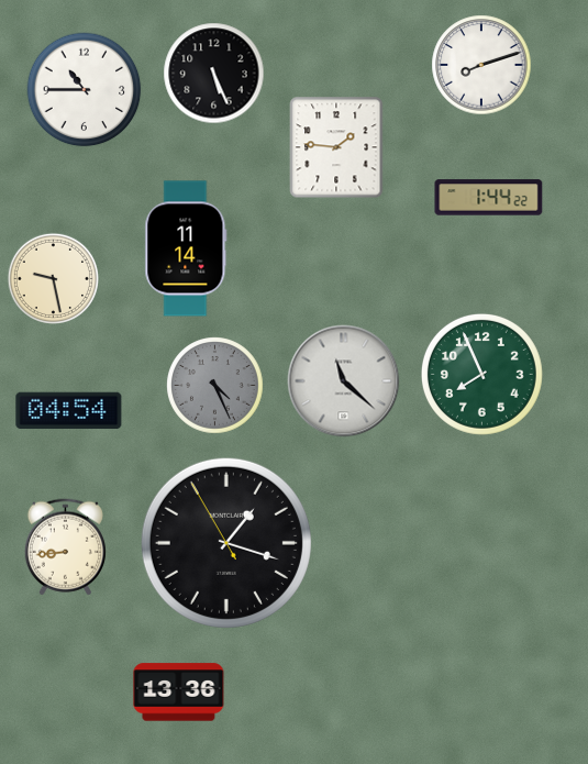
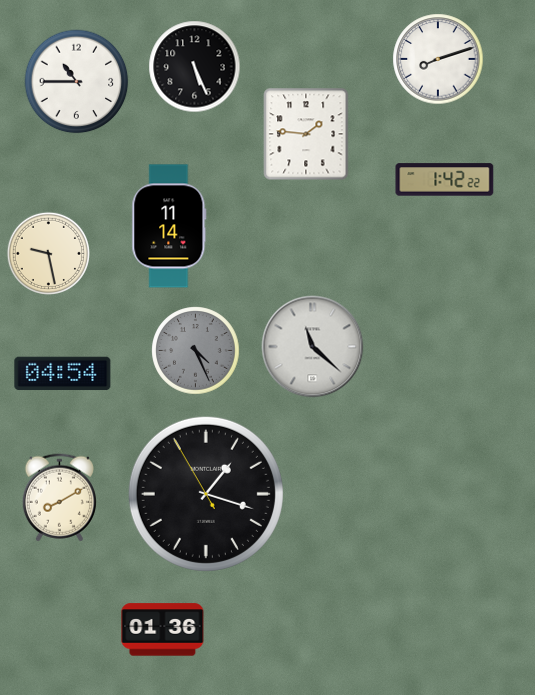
clock at (489, 198): 1:44 -> 1:42
clock at (481, 374): 7:56 -> none
clock at (65, 547): 8:44 -> 8:10
clock at (179, 693): 13:36 -> 01:36
